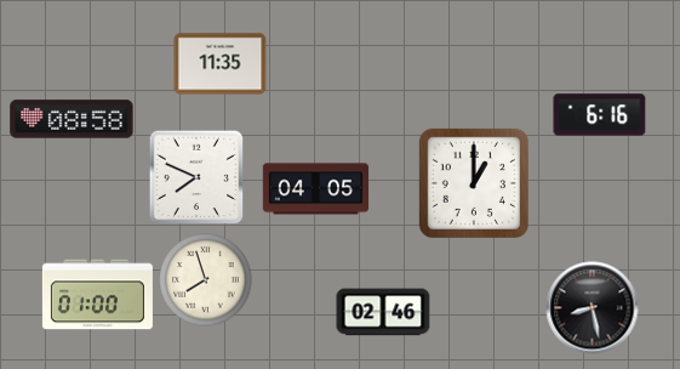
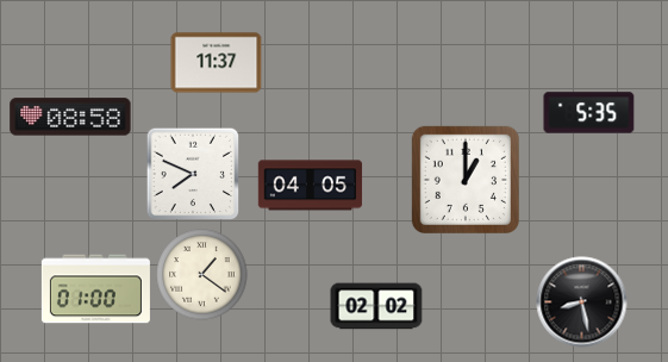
clock at (221, 64): 11:35 -> 11:37
clock at (600, 115): 6:16 -> 5:35
clock at (206, 280): 7:57 -> 1:21
clock at (383, 312): 02:46 -> 02:02
